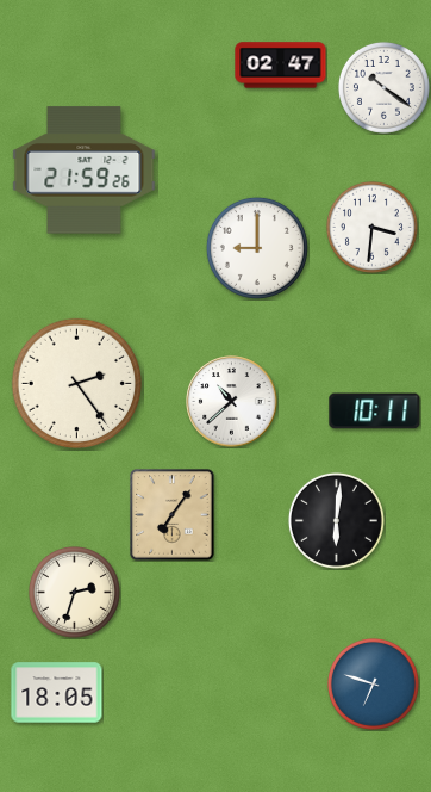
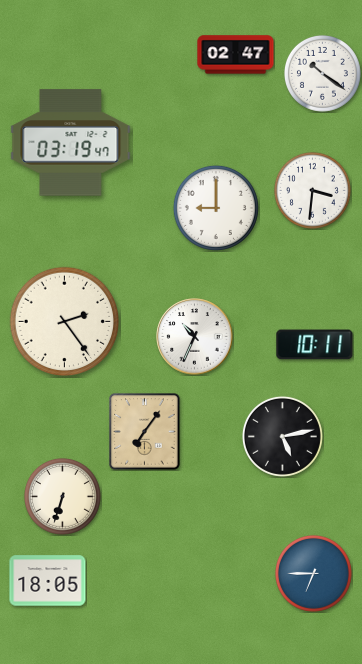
clock at (85, 171): 21:59 -> 03:19
clock at (232, 402): 10:38 -> 10:34
clock at (336, 520): 6:01 -> 5:13
clock at (74, 592): 2:33 -> 6:33
clock at (373, 683): 6:48 -> 6:45
